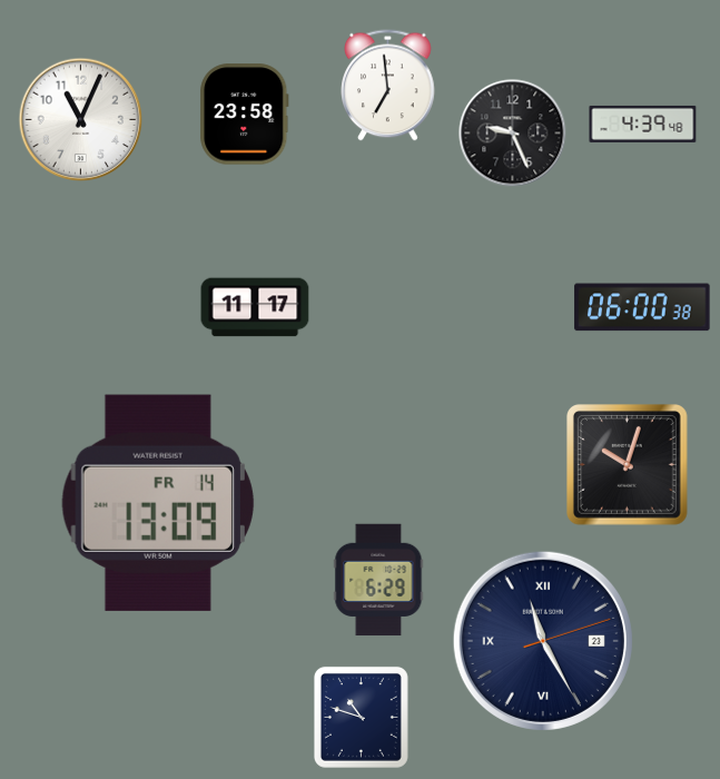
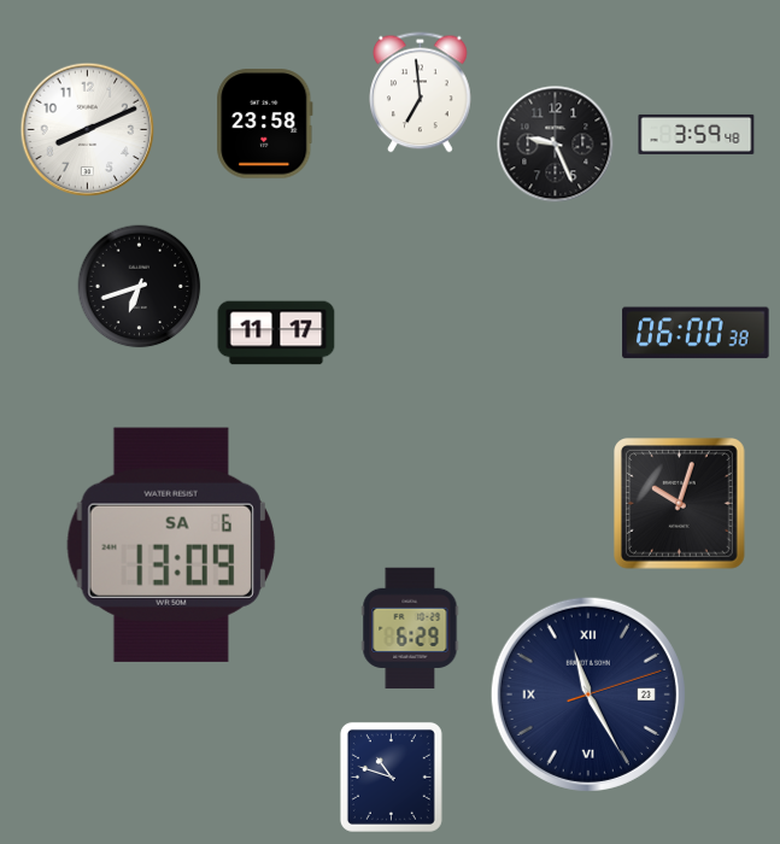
clock at (81, 120): 11:04 -> 8:11
clock at (643, 124): 4:39 -> 3:59
clock at (140, 287): none -> 6:42
clock at (158, 503) date: FR 14 -> SA 6
